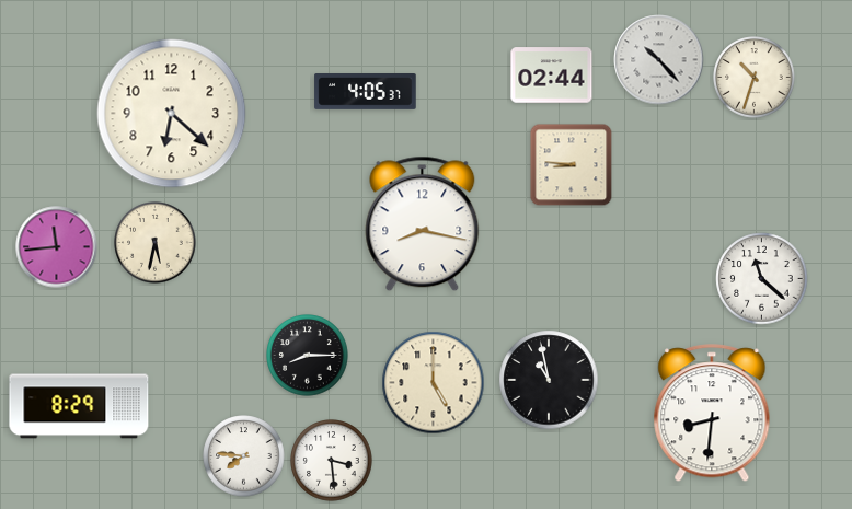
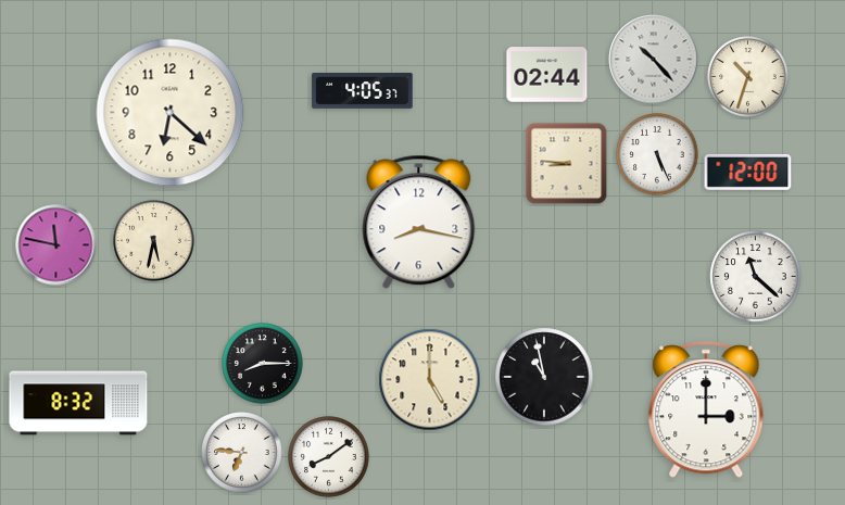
clock at (657, 154): none -> 5:26
clock at (748, 172): none -> 12:00
clock at (57, 247): 11:44 -> 11:47
clock at (308, 356) position: (308, 356) -> (263, 364)
clock at (79, 406): 8:29 -> 8:32
clock at (712, 414): 8:31 -> 3:00
clock at (244, 456): 7:46 -> 6:46
clock at (332, 461): 3:29 -> 8:09
